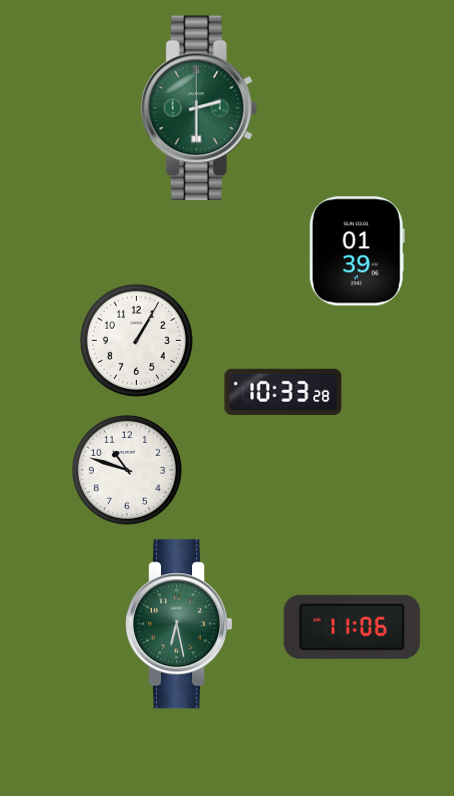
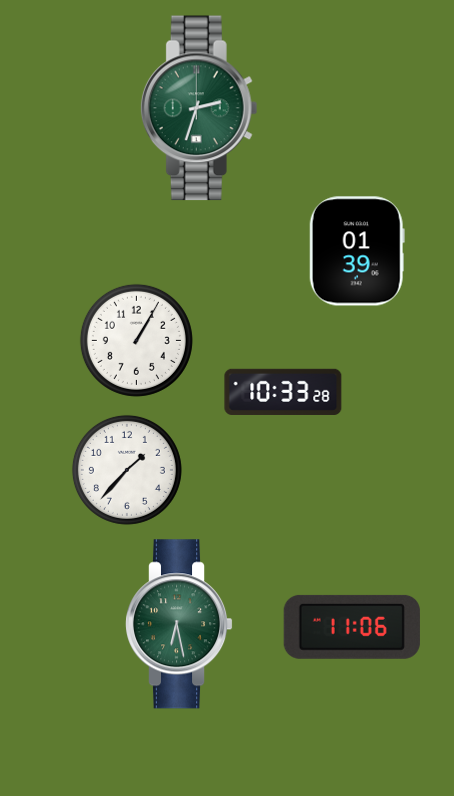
clock at (199, 108): 2:30 -> 2:33
clock at (127, 470): 10:48 -> 1:37
